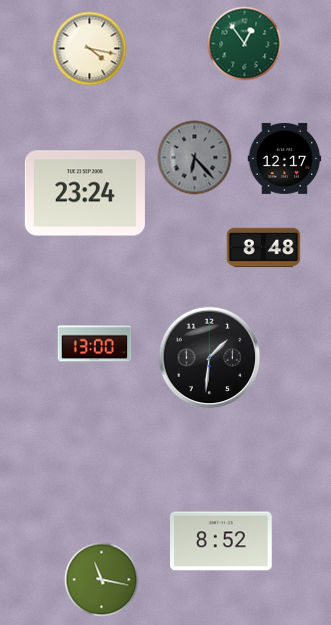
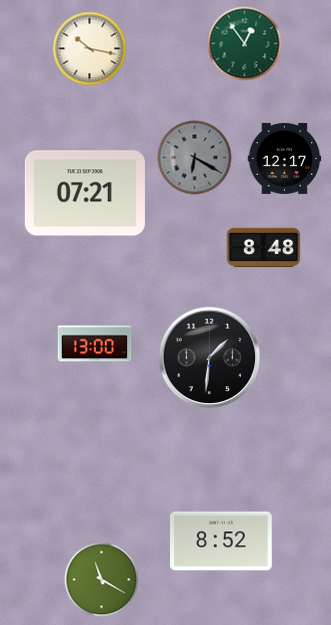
clock at (90, 49): 4:17 -> 10:17
clock at (195, 158): 6:23 -> 6:20
clock at (85, 193): 23:24 -> 07:21
clock at (102, 580): 11:17 -> 11:20
